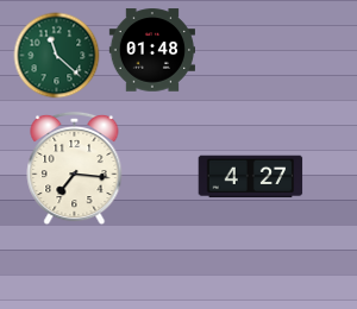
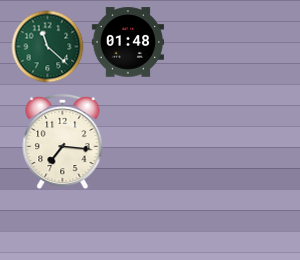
clock at (251, 177): 4:27 -> none
